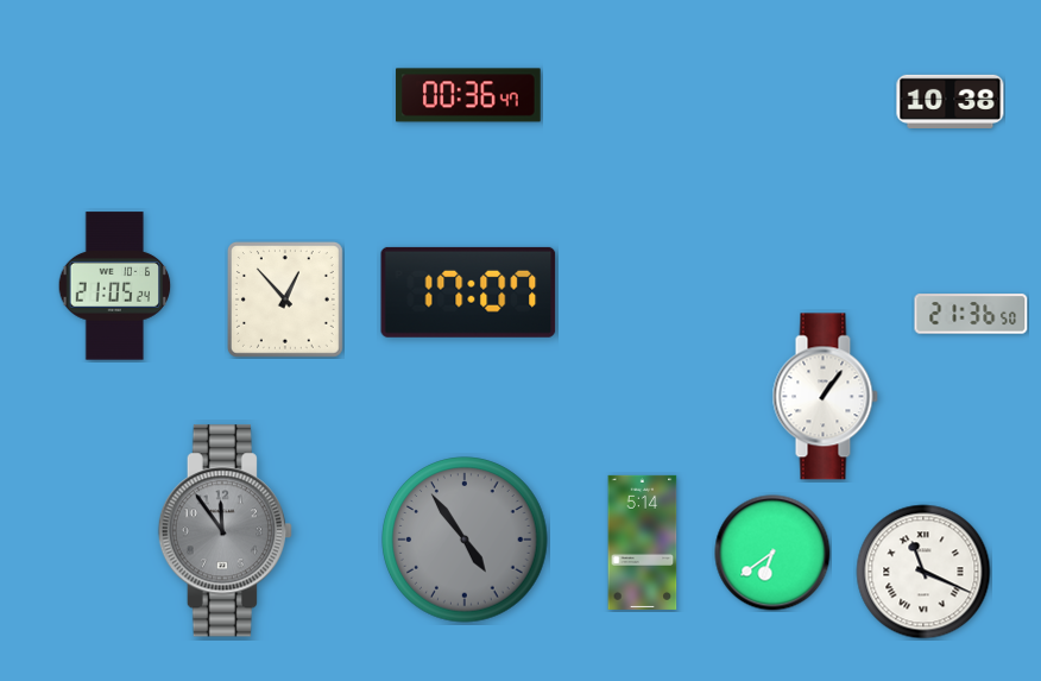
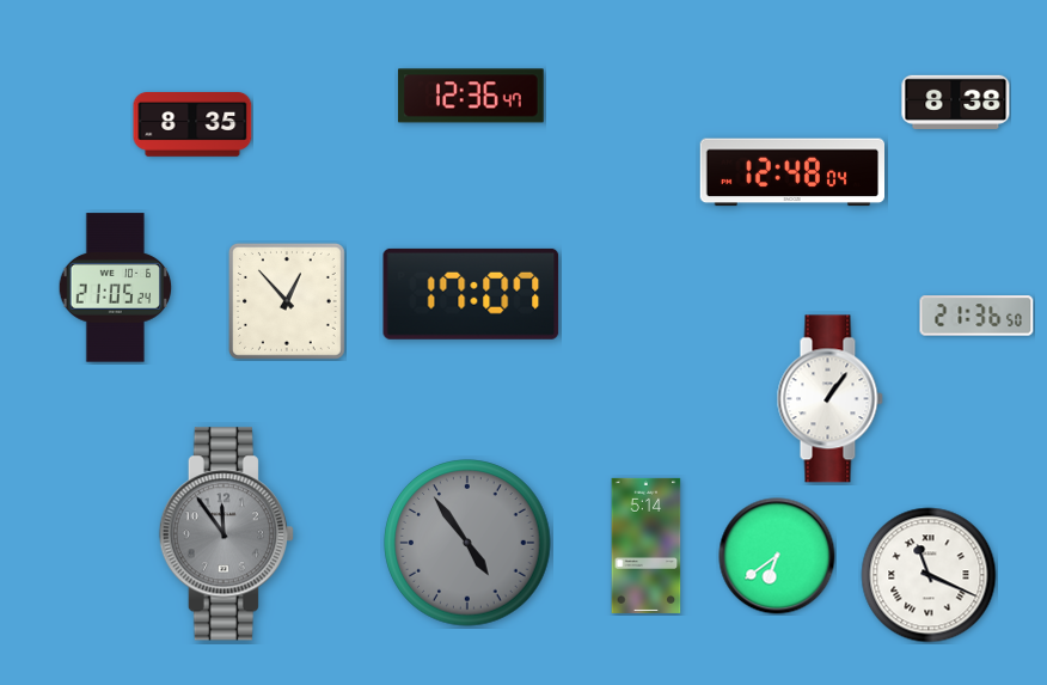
clock at (468, 95): 00:36 -> 12:36
clock at (951, 101): 10:38 -> 8:38
clock at (192, 126): none -> 8:35
clock at (791, 172): none -> 12:48
